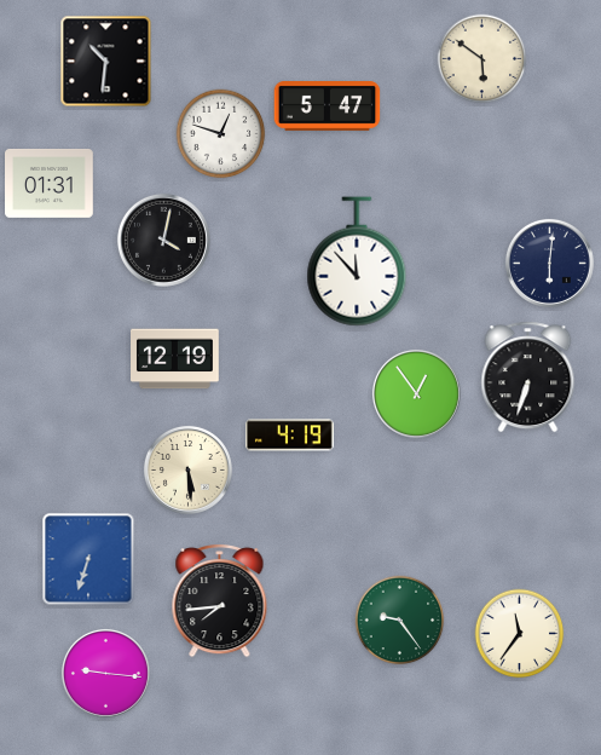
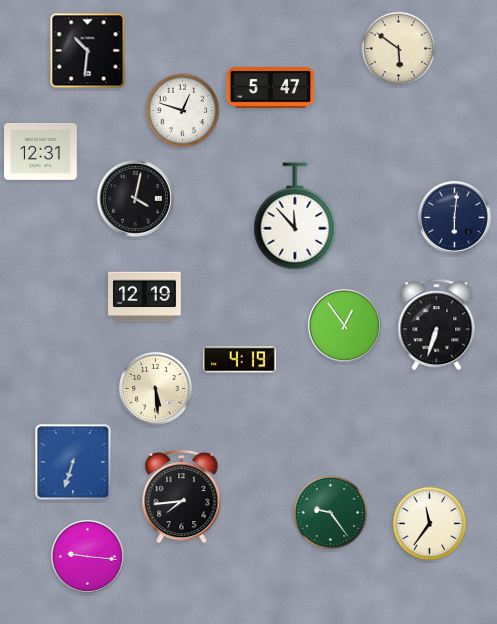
clock at (50, 183): 01:31 -> 12:31
clock at (528, 377) position: (528, 377) -> (437, 325)
